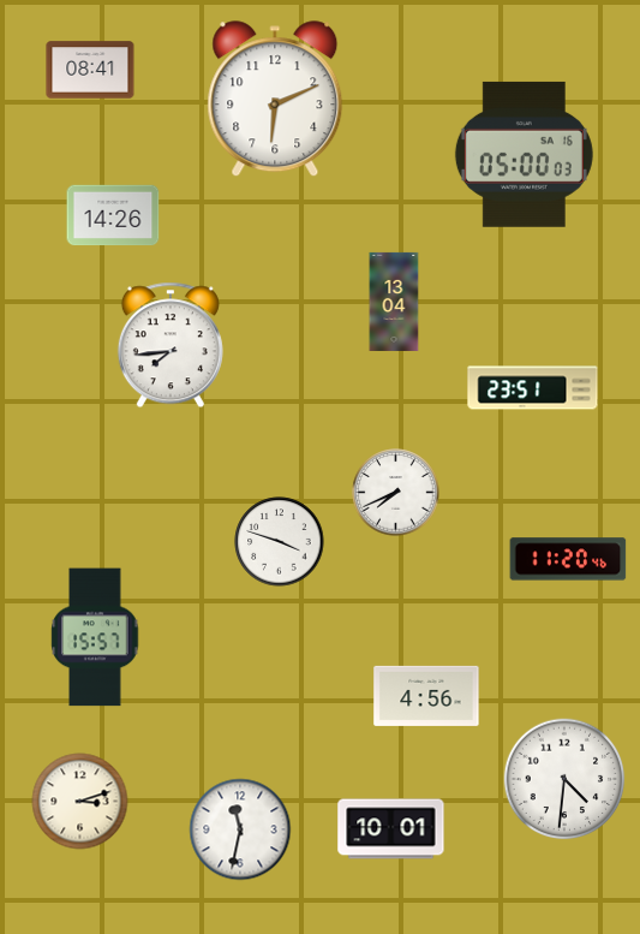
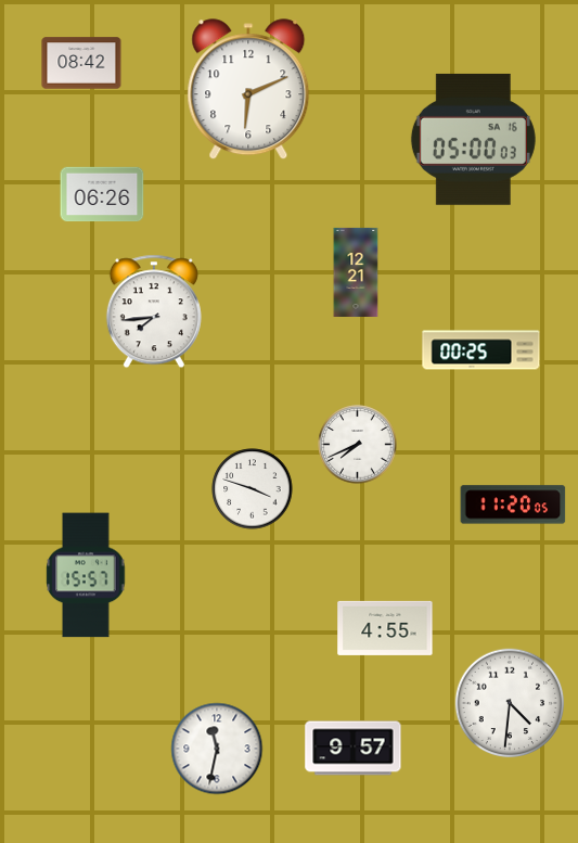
clock at (90, 70): 08:41 -> 08:42
clock at (113, 215): 14:26 -> 06:26
clock at (394, 302): 13:04 -> 12:21
clock at (533, 388): 23:51 -> 00:25
clock at (568, 559): 11:20:46 -> 11:20:05
clock at (426, 696): 4:56 -> 4:55
clock at (80, 802): 3:12 -> none
clock at (391, 829): 10:01 -> 9:57
